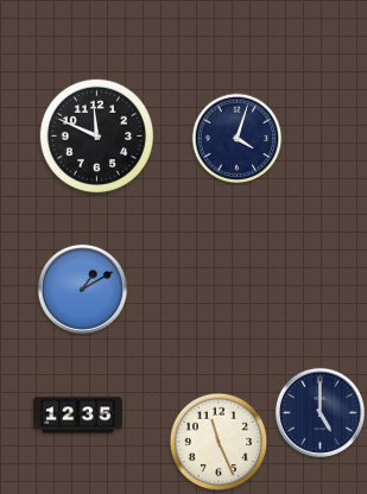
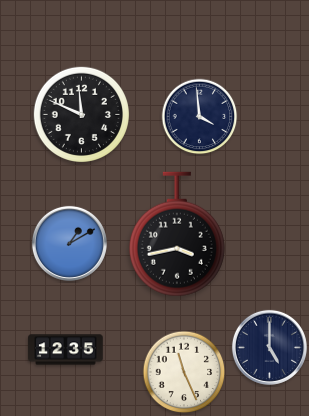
clock at (238, 139): 4:03 -> 3:59
clock at (177, 234): none -> 3:43
